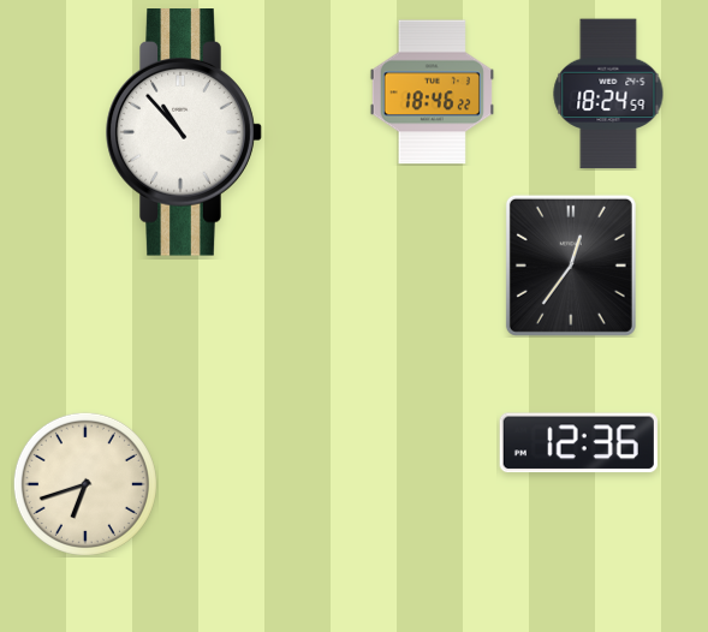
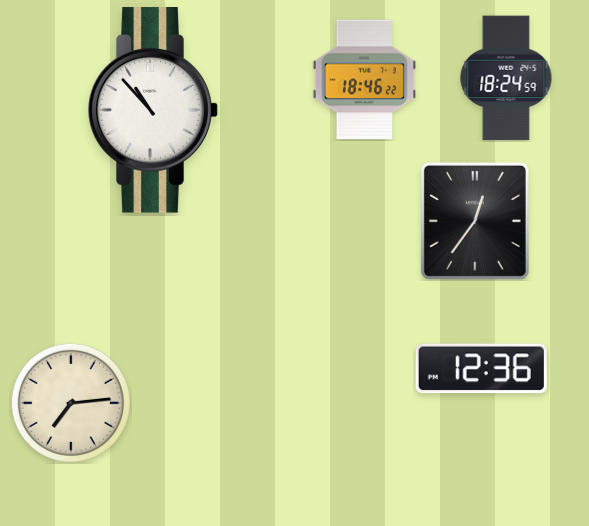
clock at (432, 93) position: (432, 93) -> (364, 80)
clock at (85, 484): 6:42 -> 7:14
